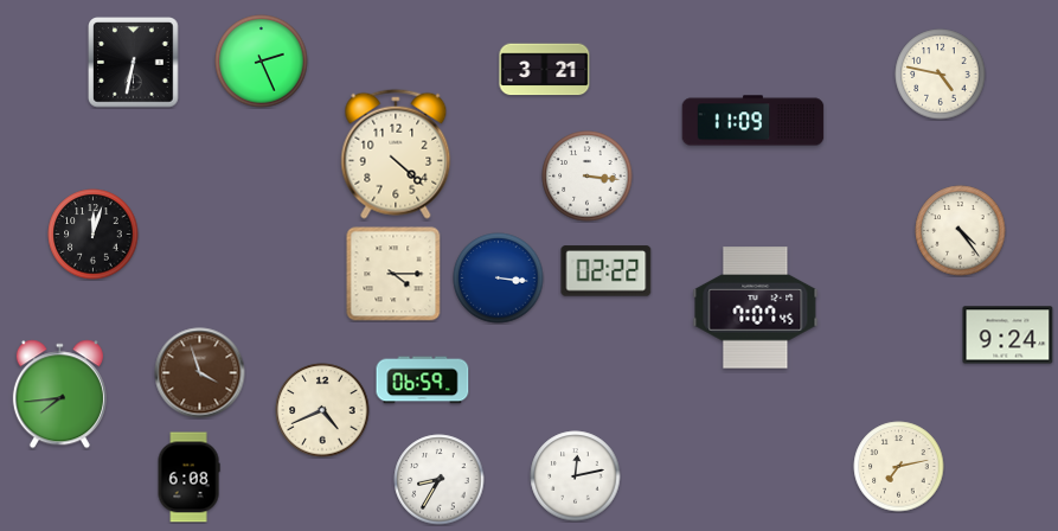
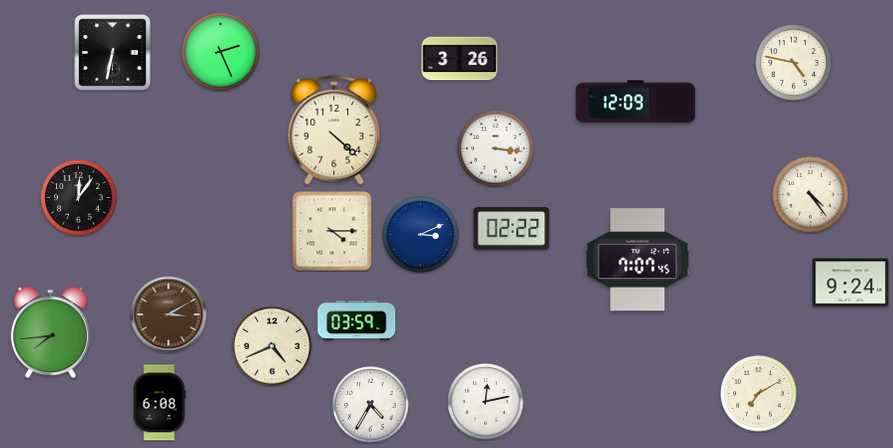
clock at (545, 70): 3:21 -> 3:26
clock at (754, 121): 11:09 -> 12:09
clock at (94, 235): 12:03 -> 12:06
clock at (499, 279): 3:16 -> 3:11
clock at (200, 373): 3:57 -> 3:10
clock at (423, 380): 06:59 -> 03:59
clock at (899, 467): 7:13 -> 7:10
clock at (440, 480): 8:35 -> 4:35
